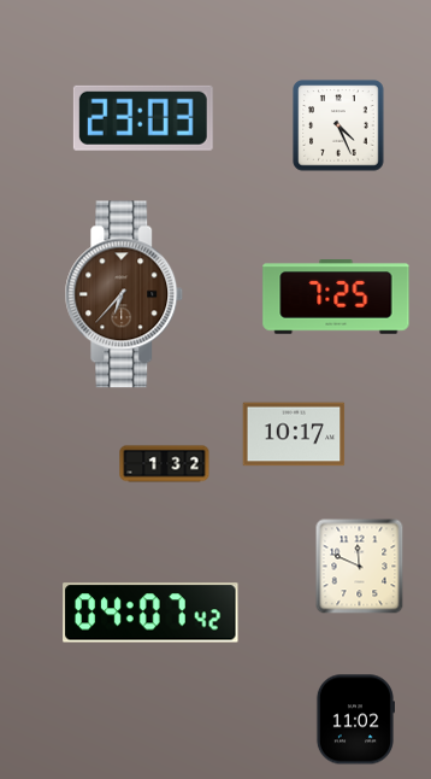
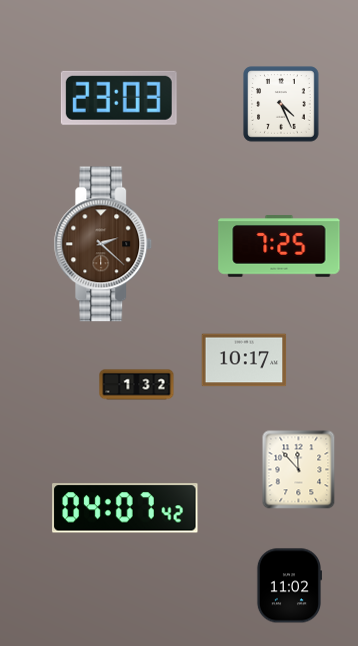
clock at (124, 294): 6:37 -> 2:22
clock at (360, 567): 11:49 -> 11:53
clock at (354, 720) position: (354, 720) -> (288, 586)
